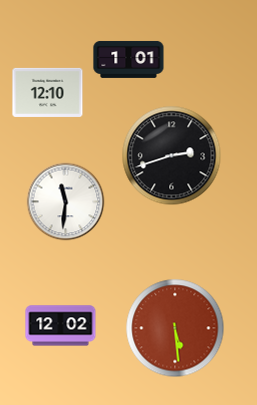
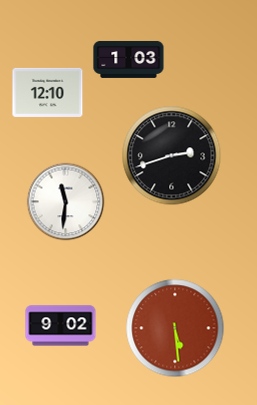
clock at (129, 59): 1:01 -> 1:03
clock at (61, 326): 12:02 -> 9:02
